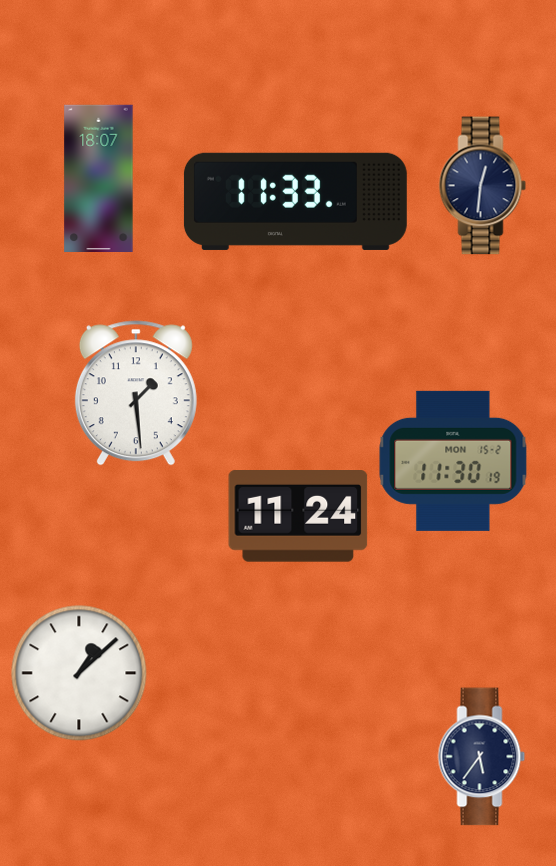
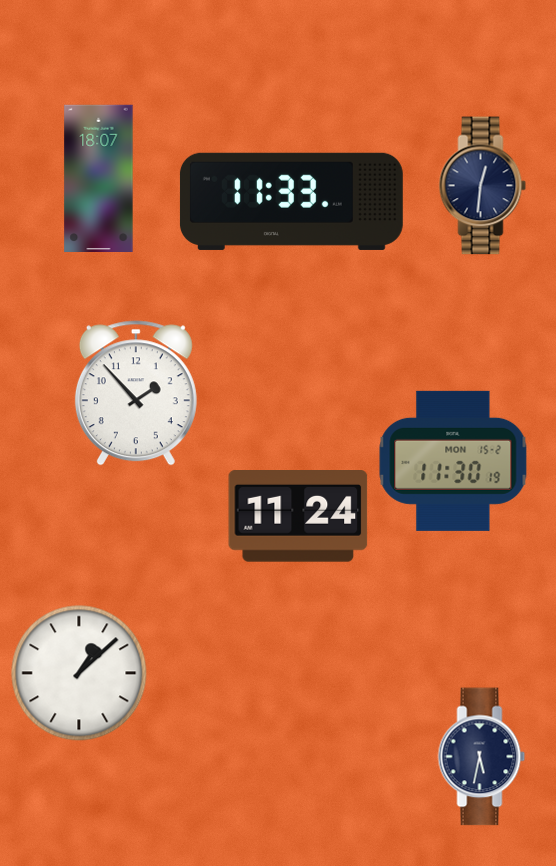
clock at (295, 201) position: (295, 201) -> (291, 201)
clock at (136, 393): 1:29 -> 1:53
clock at (482, 757): 5:36 -> 5:32
